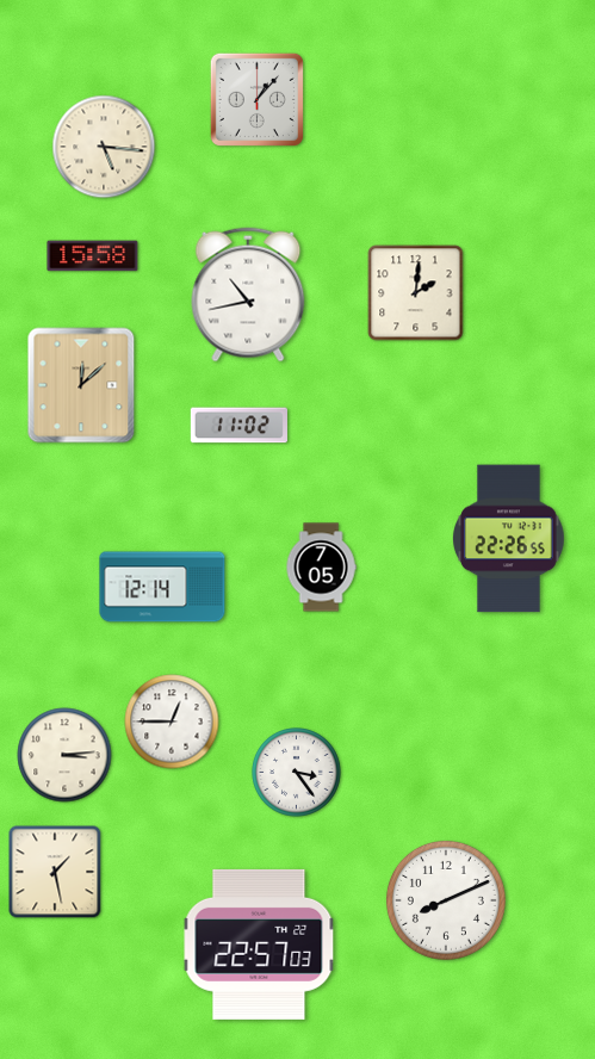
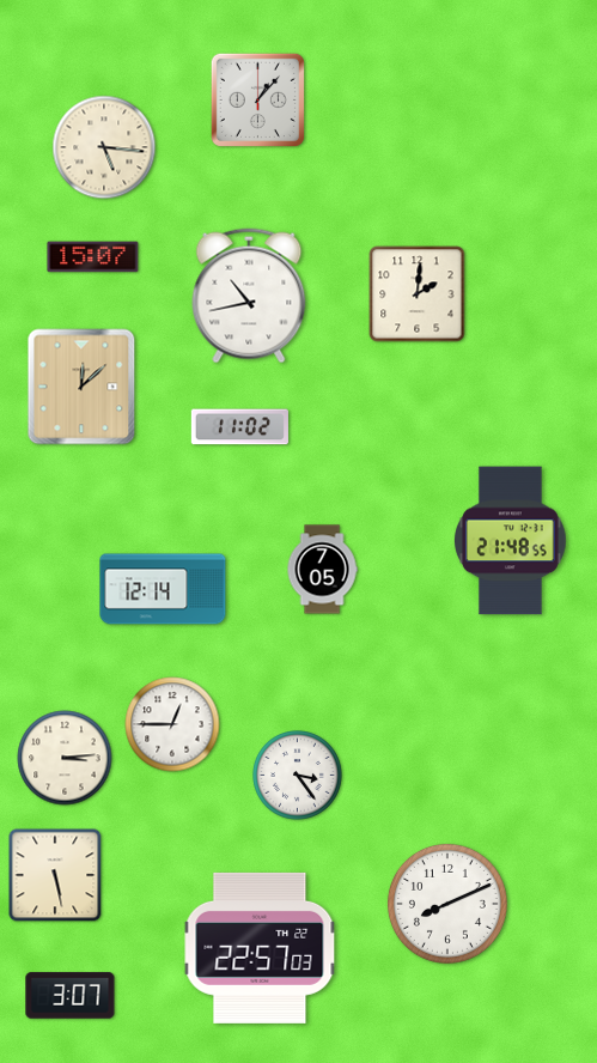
clock at (93, 256): 15:58 -> 15:07
clock at (509, 539): 22:26 -> 21:48
clock at (55, 872): 1:28 -> 5:28
clock at (71, 996): none -> 3:07
